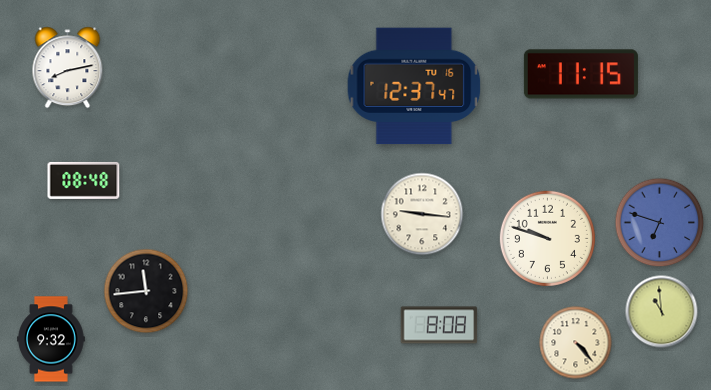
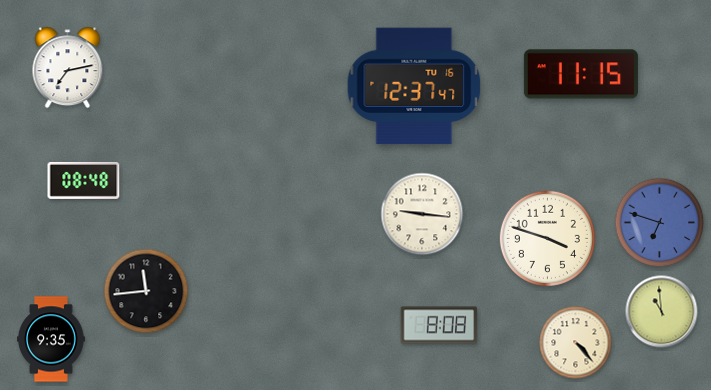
clock at (68, 68): 8:13 -> 7:13
clock at (547, 238): 9:48 -> 3:48
clock at (51, 339): 9:32 -> 9:35
